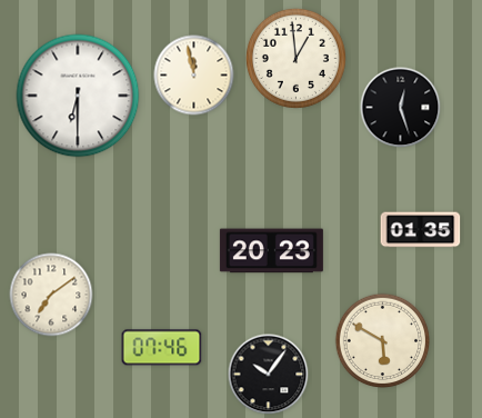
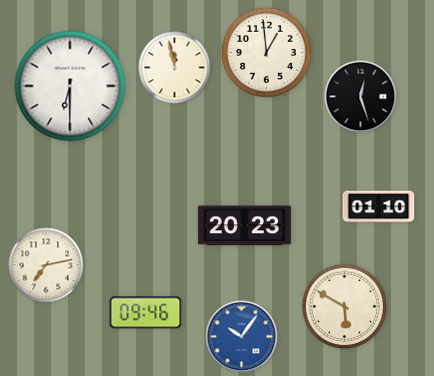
clock at (421, 230): 01:35 -> 01:10
clock at (51, 295): 7:09 -> 7:13
clock at (162, 348): 07:46 -> 09:46
clock at (269, 375) dial: black -> blue
